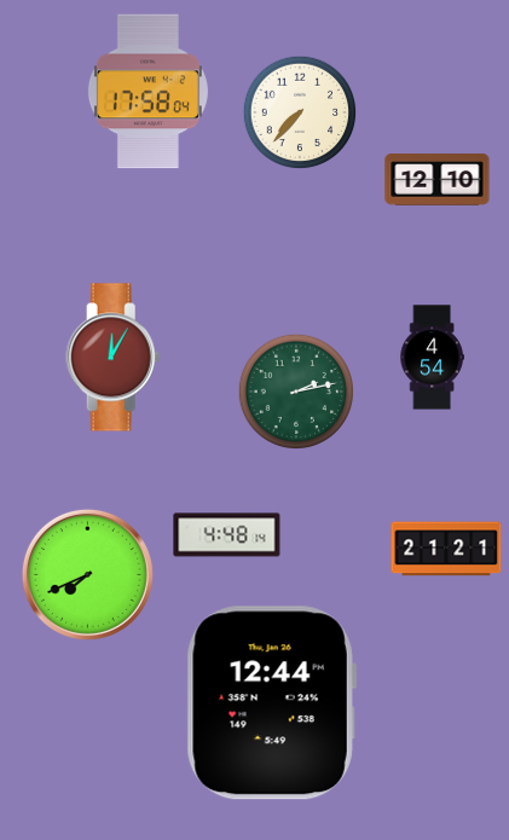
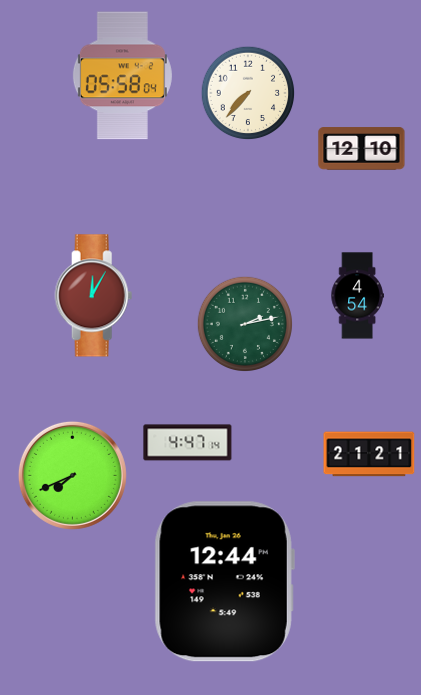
clock at (148, 92): 17:58 -> 05:58
clock at (227, 535): 4:48 -> 4:47
